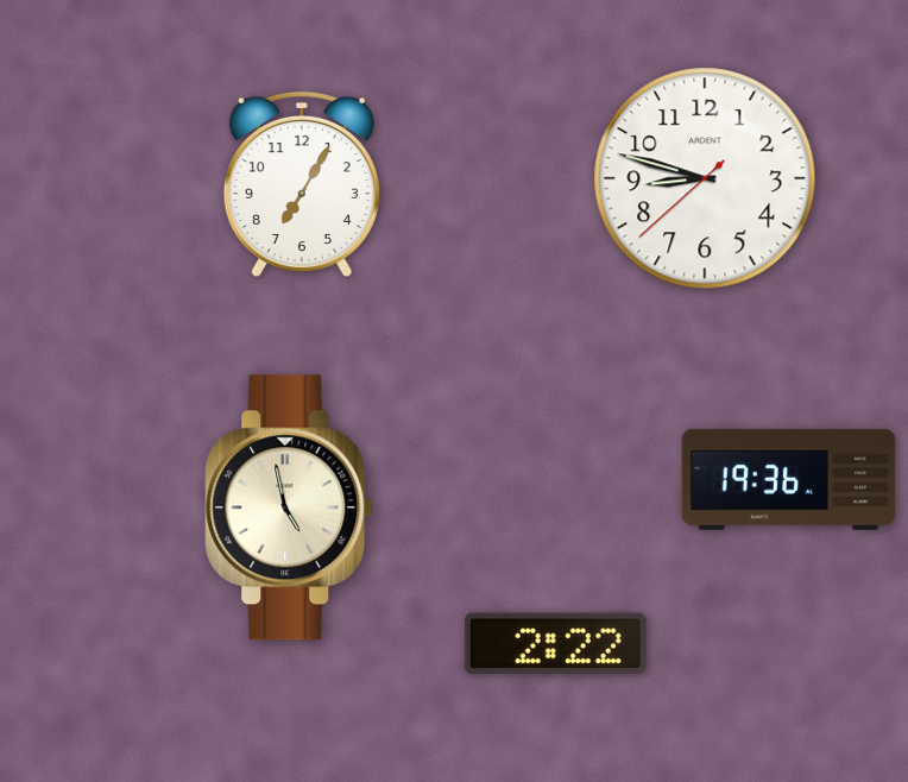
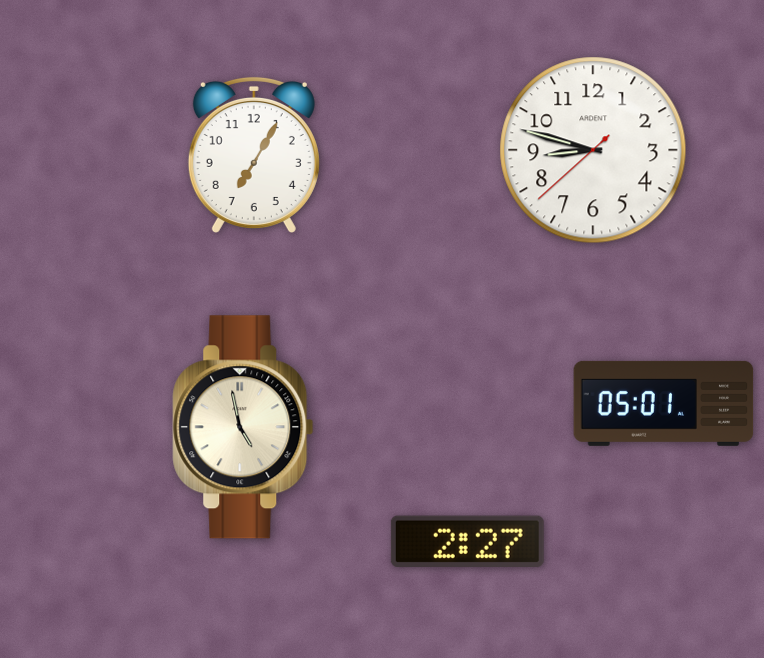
clock at (789, 479): 19:36 -> 05:01
clock at (555, 643): 2:22 -> 2:27
